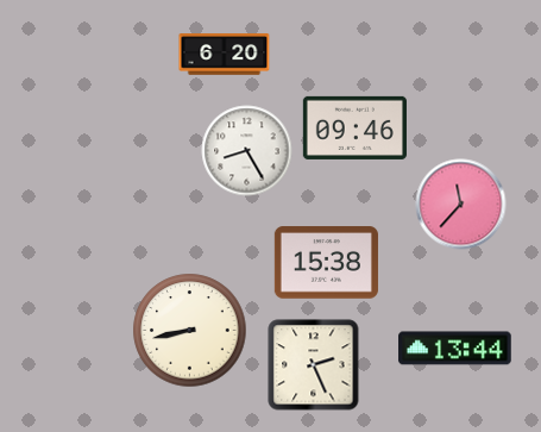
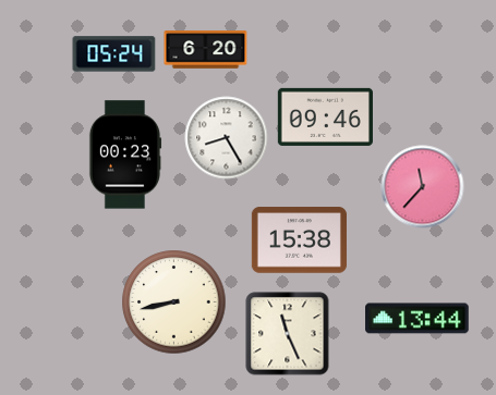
clock at (114, 54): none -> 05:24
clock at (125, 155): none -> 00:23
clock at (314, 365): 2:26 -> 11:26
